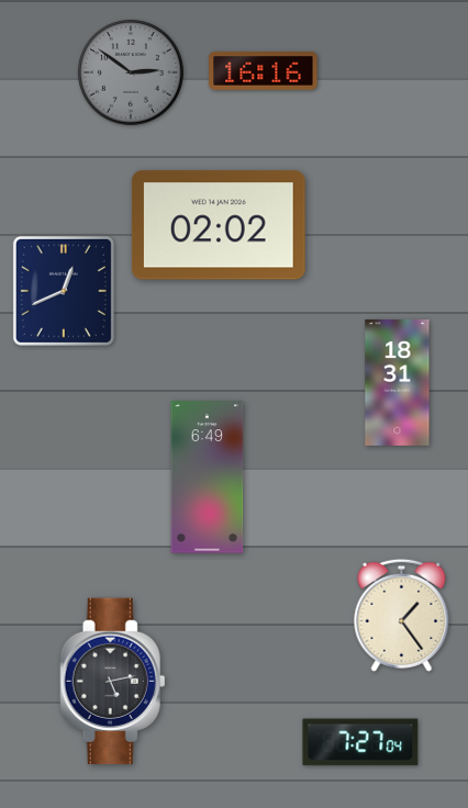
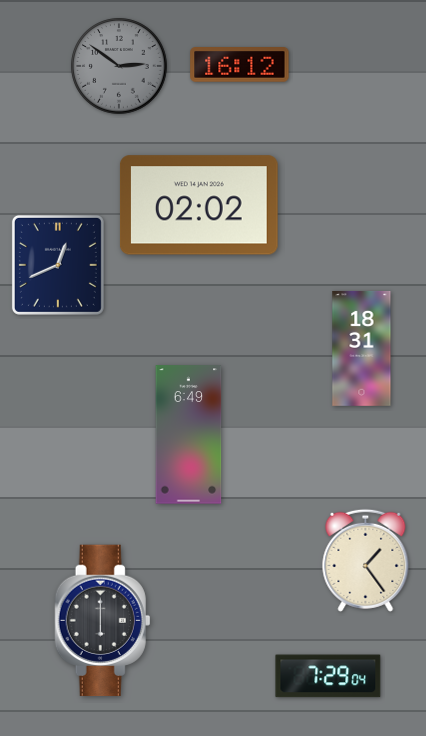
clock at (264, 71): 16:16 -> 16:12
clock at (113, 682): 5:13 -> 6:00
clock at (360, 742): 7:27 -> 7:29
